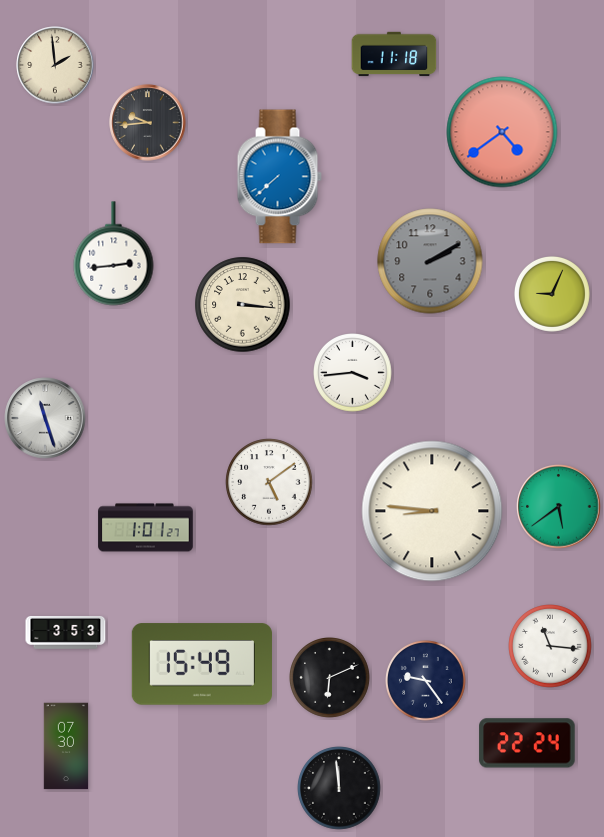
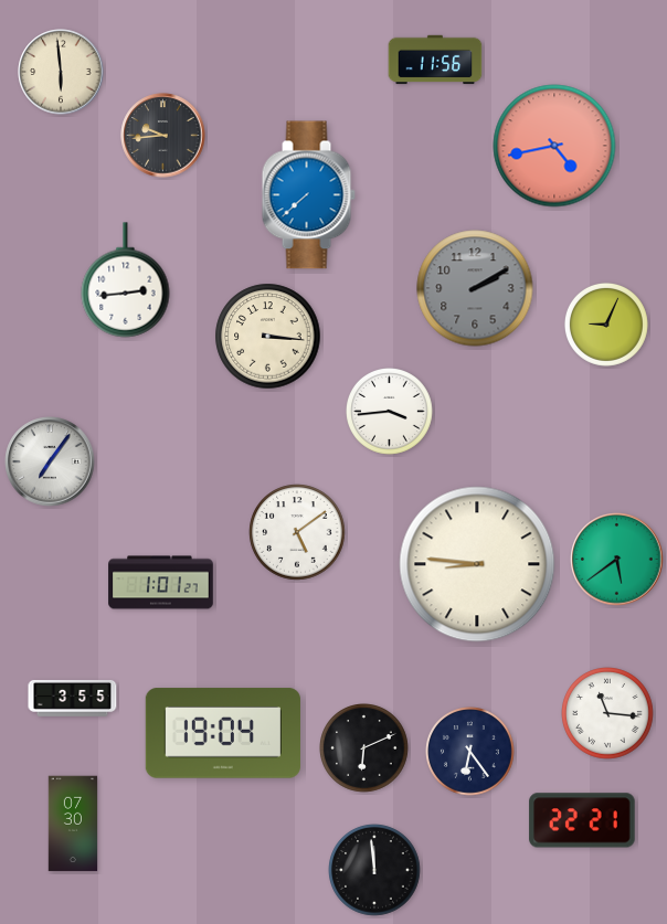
clock at (394, 54): 11:18 -> 11:56
clock at (55, 65): 1:59 -> 5:59
clock at (502, 132): 4:39 -> 4:43
clock at (552, 294) position: (552, 294) -> (606, 325)
clock at (45, 418): 11:27 -> 7:06
clock at (66, 632): 3:53 -> 3:55
clock at (202, 664): 15:49 -> 19:04
clock at (426, 681): 9:24 -> 6:24
clock at (527, 743): 22:24 -> 22:21
